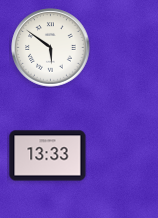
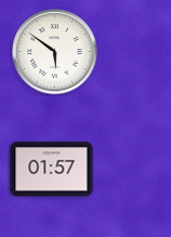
clock at (48, 156): 13:33 -> 01:57
